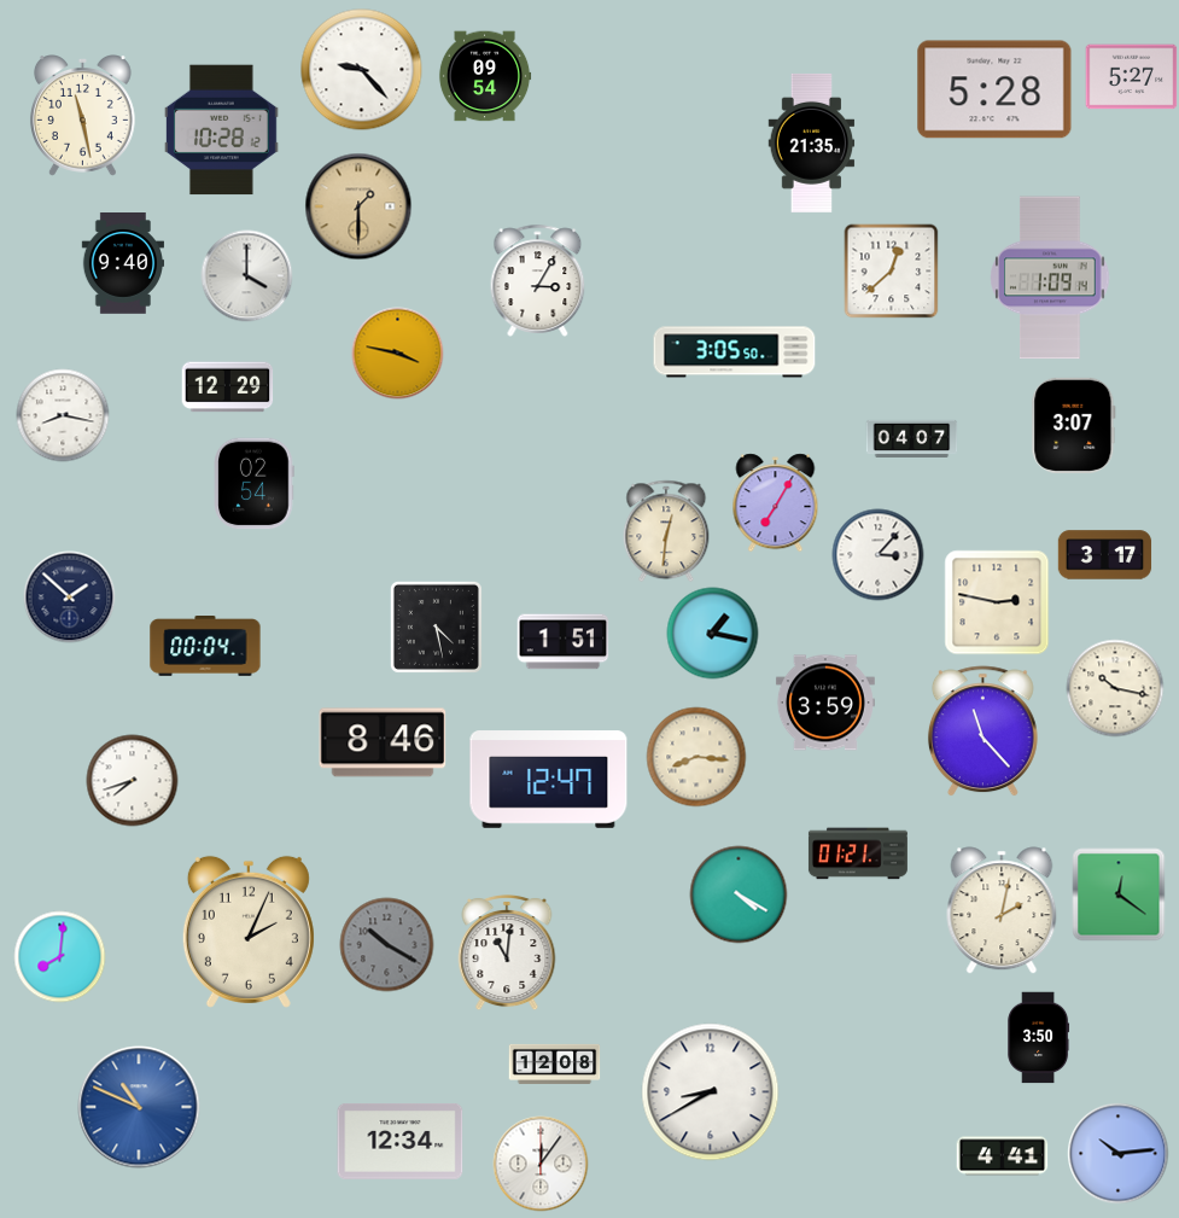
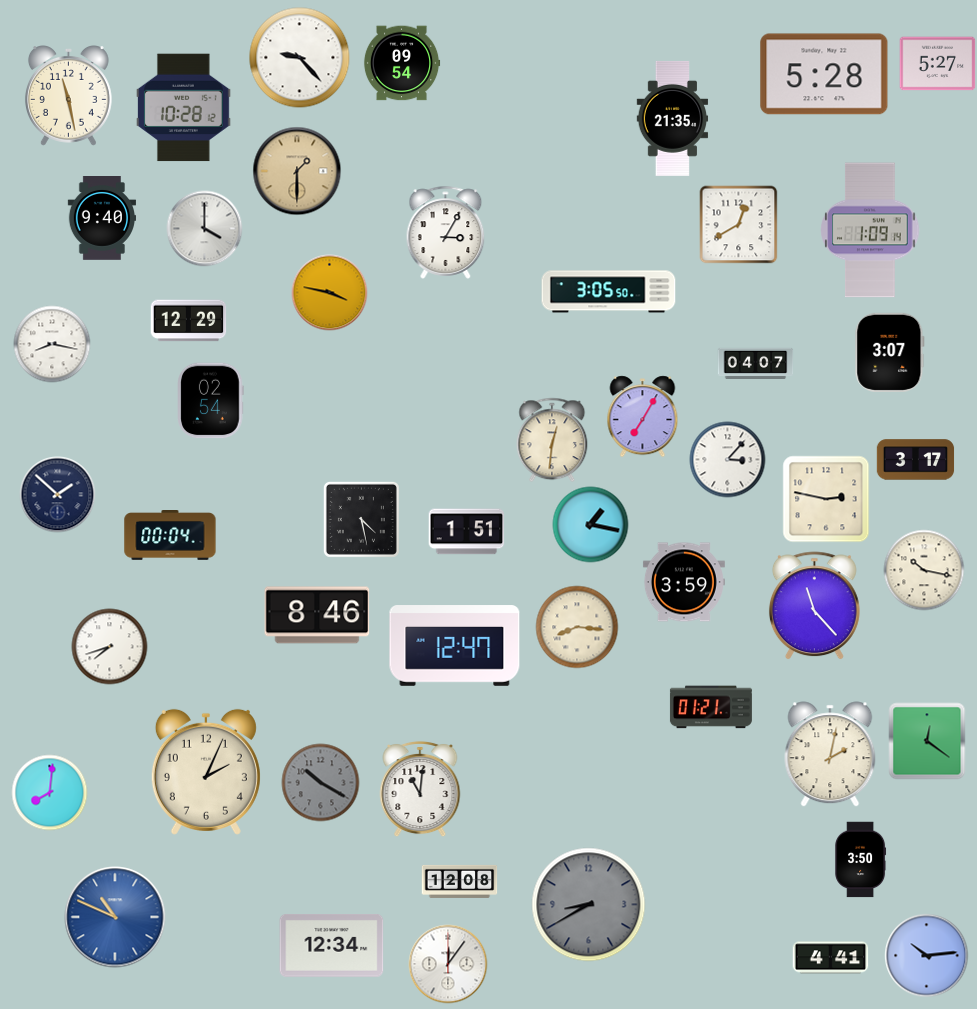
clock at (892, 272): 12:38 -> 12:40
clock at (739, 894): 4:20 -> none
clock at (711, 1092) dial: white -> grey
